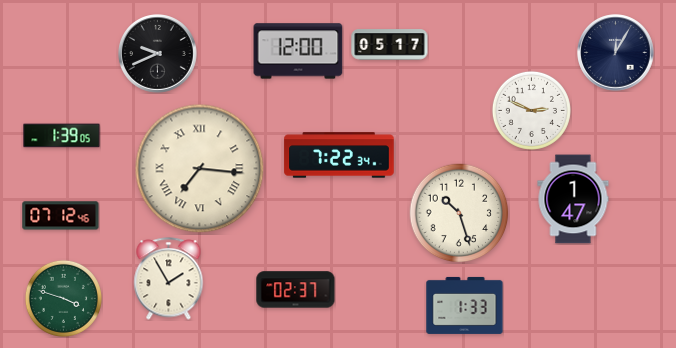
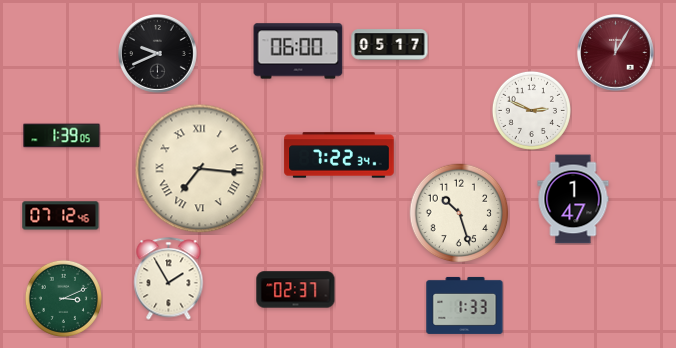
clock at (298, 51): 12:00 -> 06:00
clock at (616, 53) dial: navy -> burgundy
clock at (63, 298): 3:48 -> 3:11
